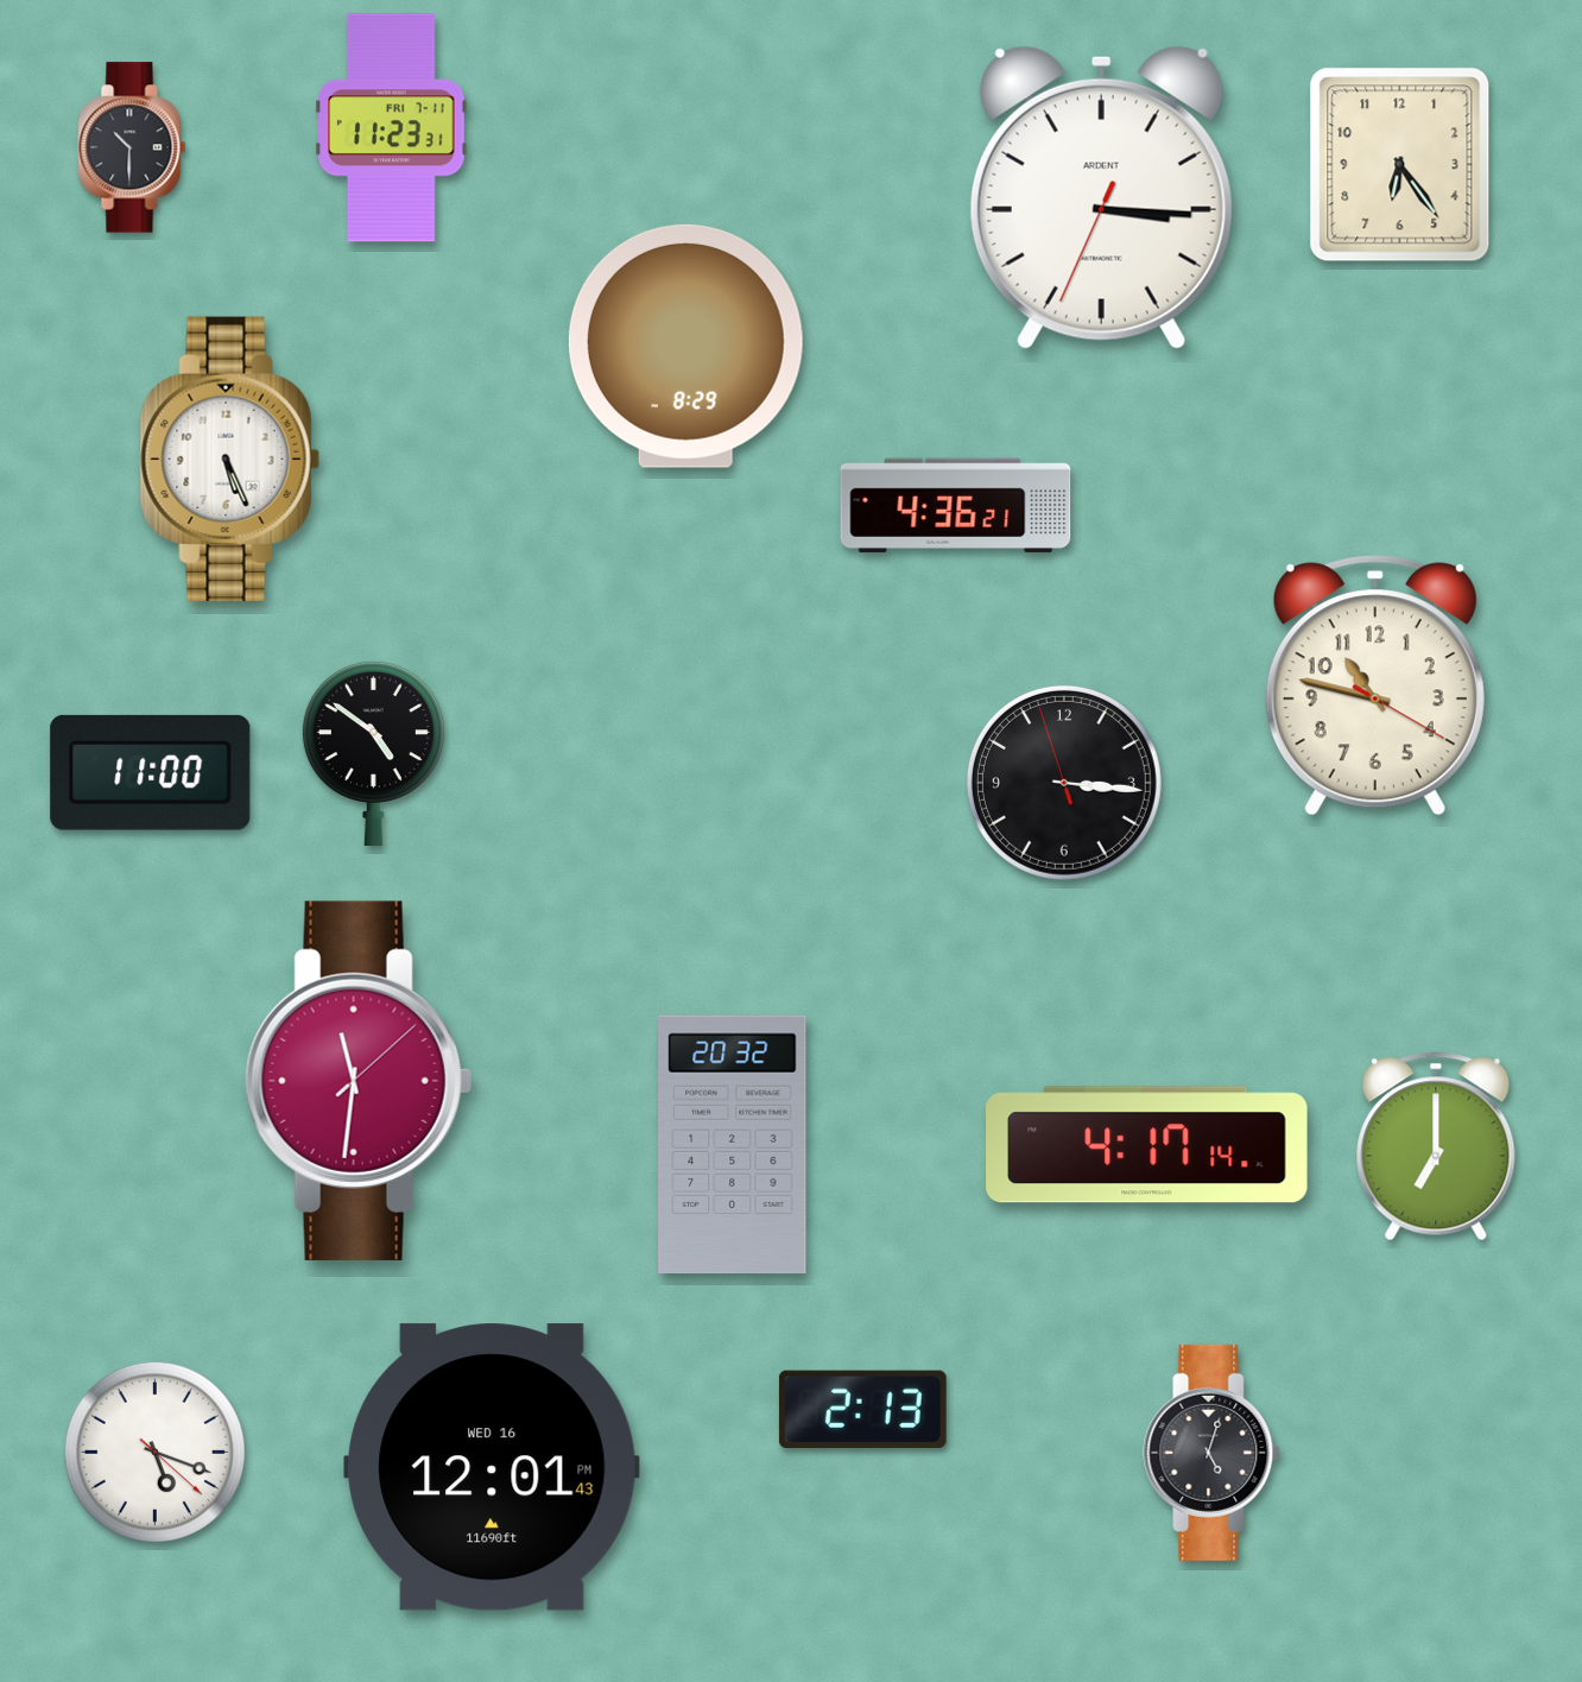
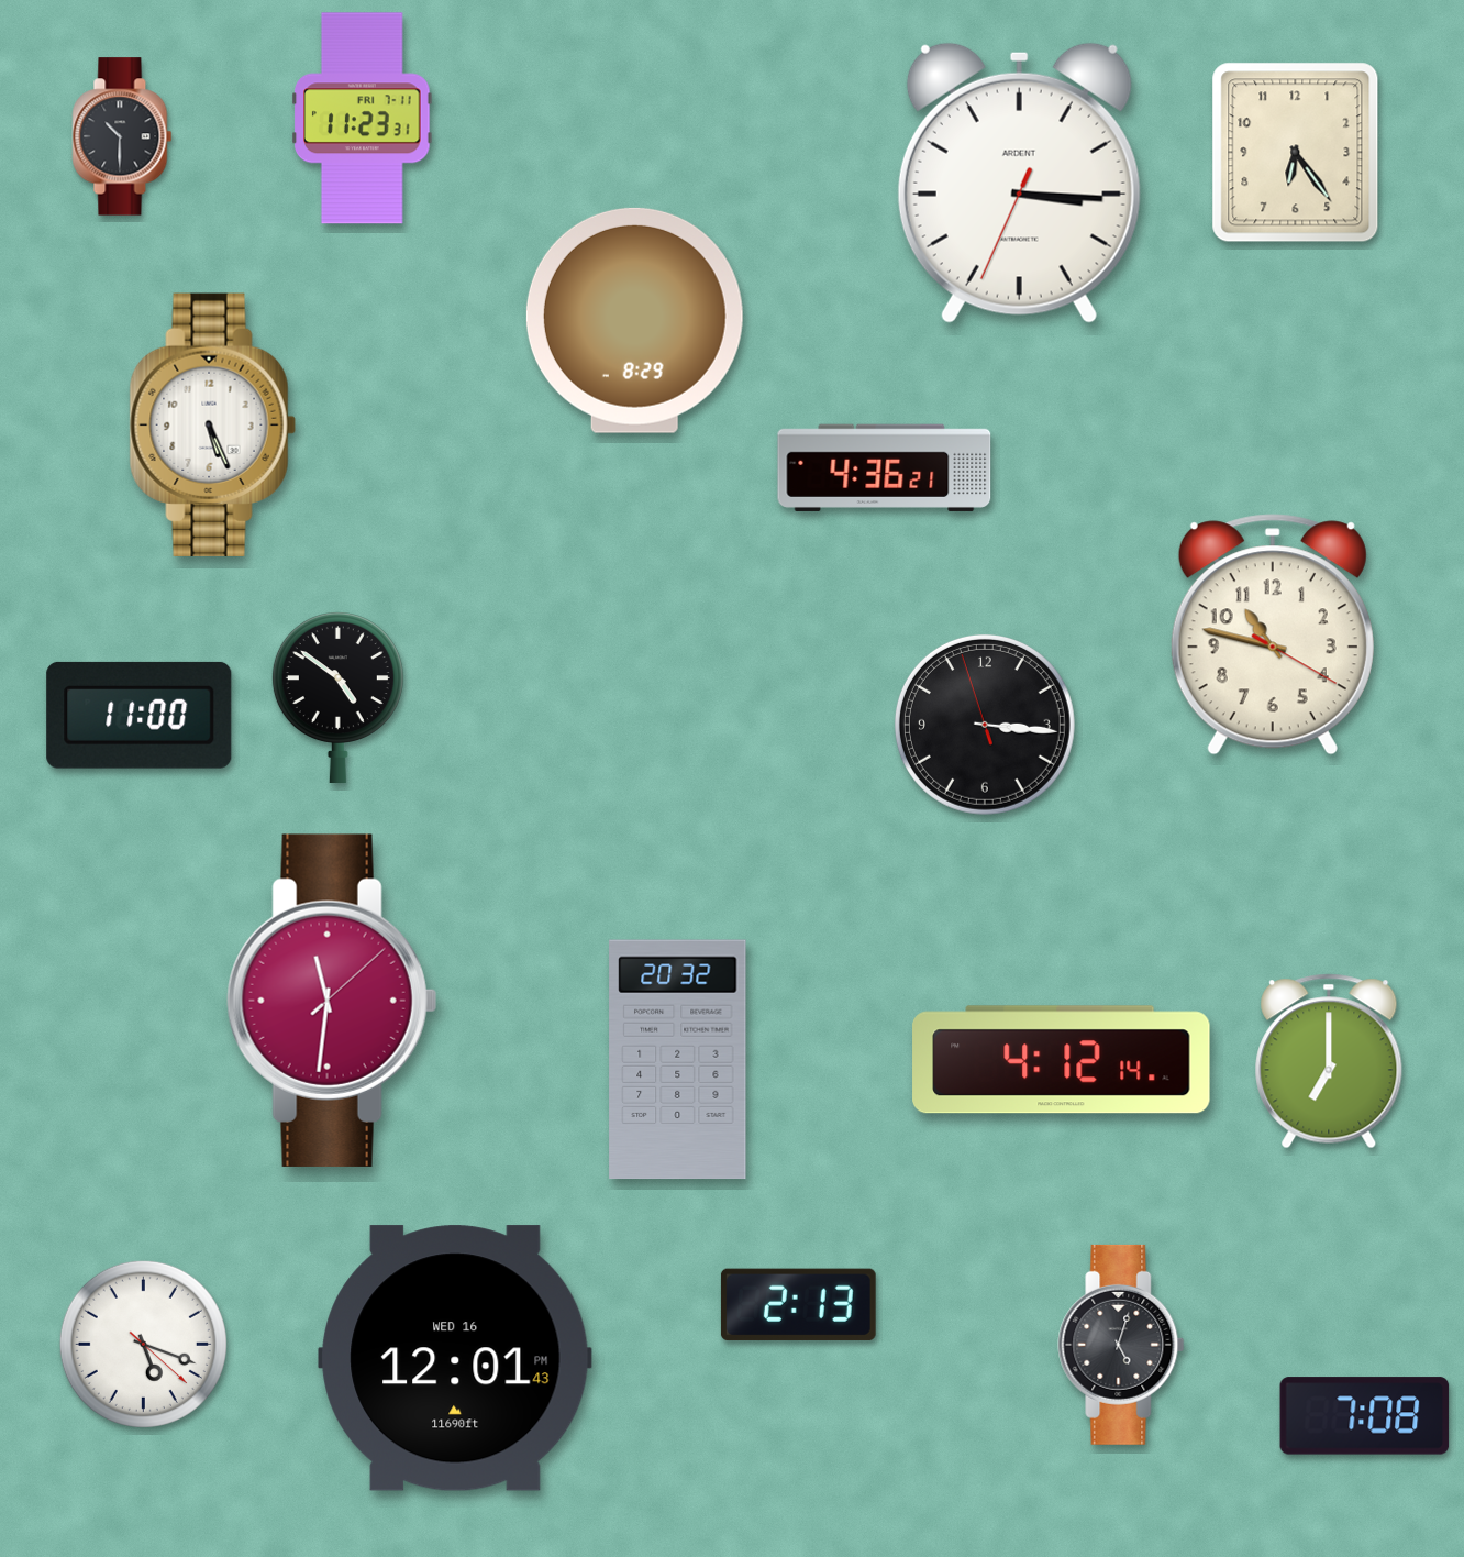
clock at (373, 753) position: (373, 753) -> (337, 697)
clock at (1147, 1145): 4:17 -> 4:12
clock at (1365, 1416): none -> 7:08
